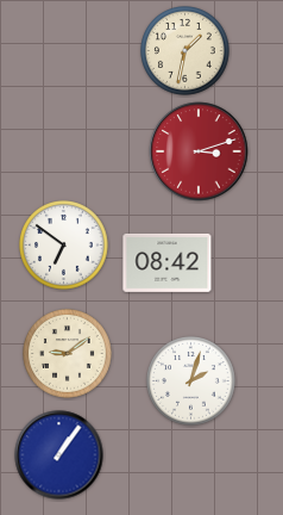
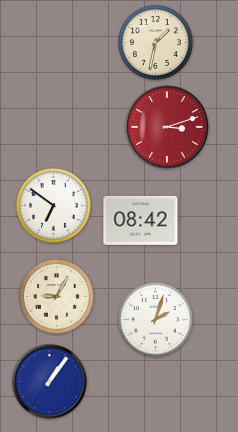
clock at (68, 354): 9:09 -> 9:05
clock at (191, 381) position: (191, 381) -> (156, 320)
